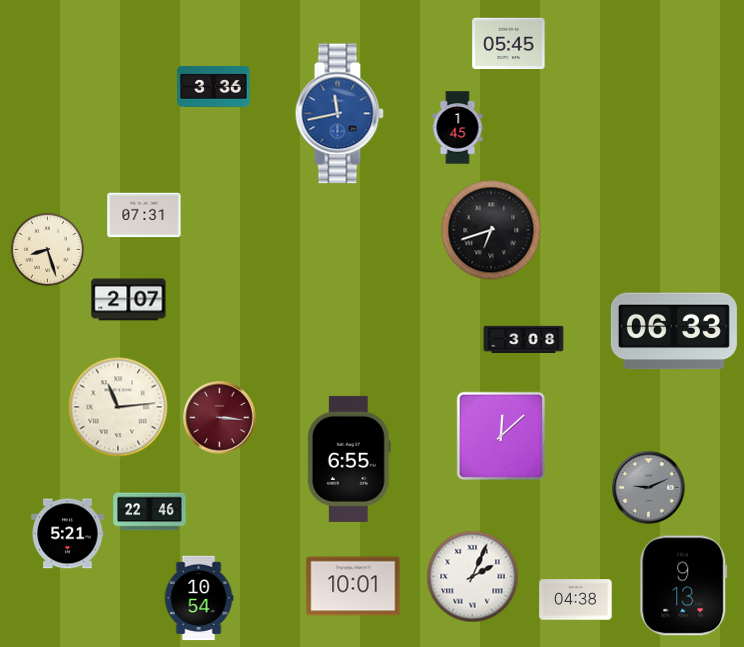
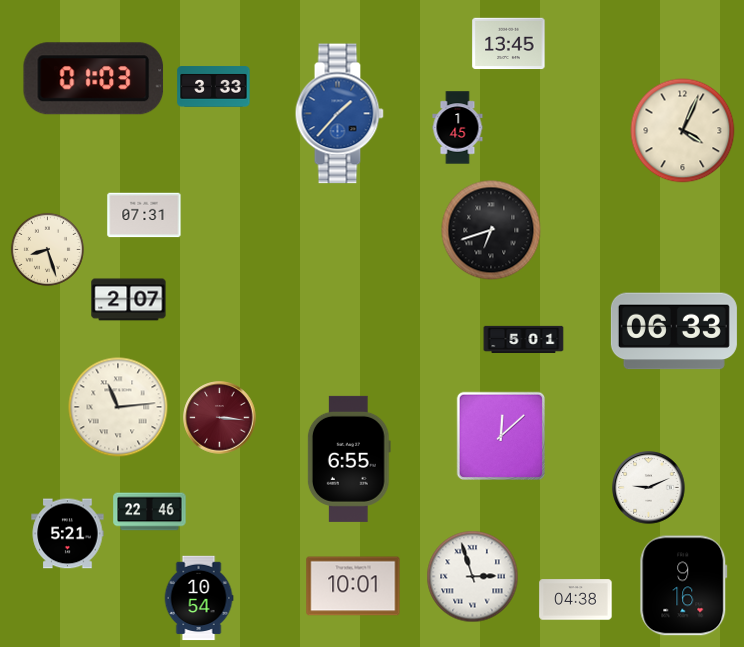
clock at (509, 44): 05:45 -> 13:45
clock at (94, 79): none -> 01:03
clock at (214, 87): 3:36 -> 3:33
clock at (339, 114): 11:43 -> 1:37
clock at (683, 131): none -> 4:04
clock at (524, 339): 3:08 -> 5:01
clock at (649, 488) dial: grey -> white
clock at (473, 577): 2:04 -> 2:57
clock at (684, 586): 9:13 -> 9:16
